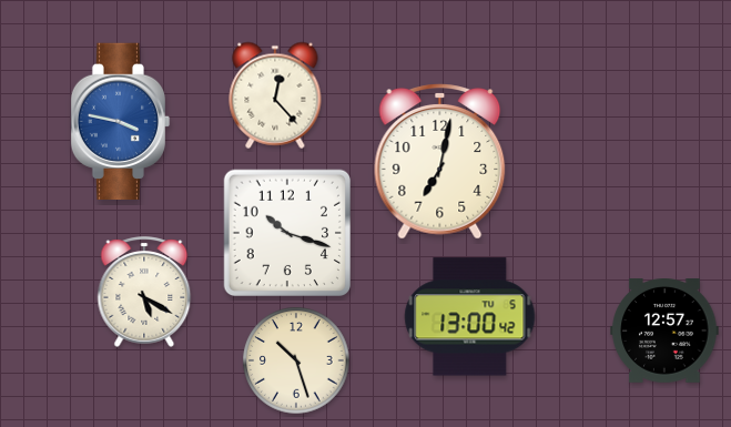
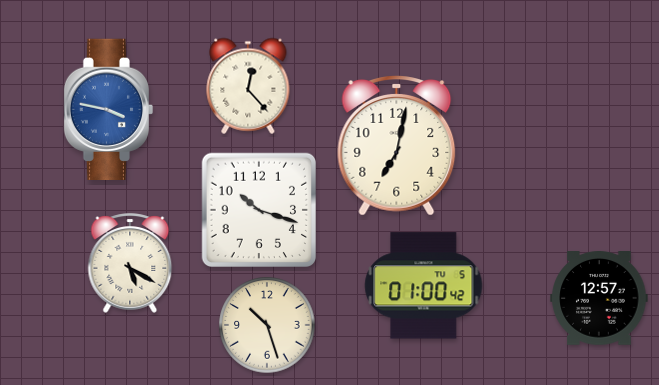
clock at (470, 317): 13:00 -> 01:00
